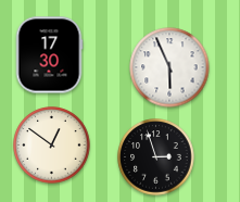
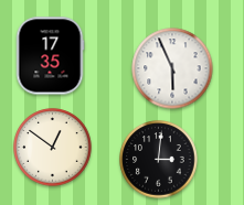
clock at (49, 55): 17:30 -> 17:35
clock at (156, 157): 2:57 -> 3:01
